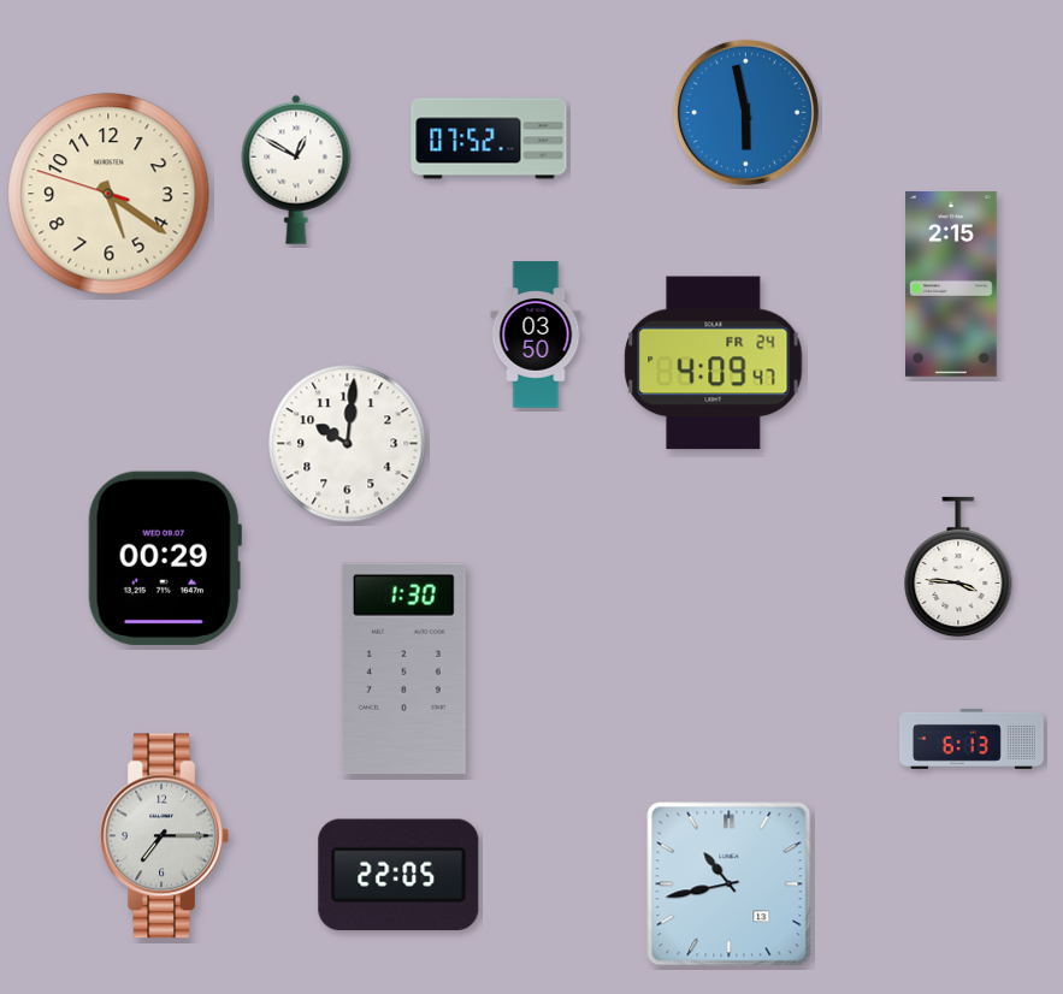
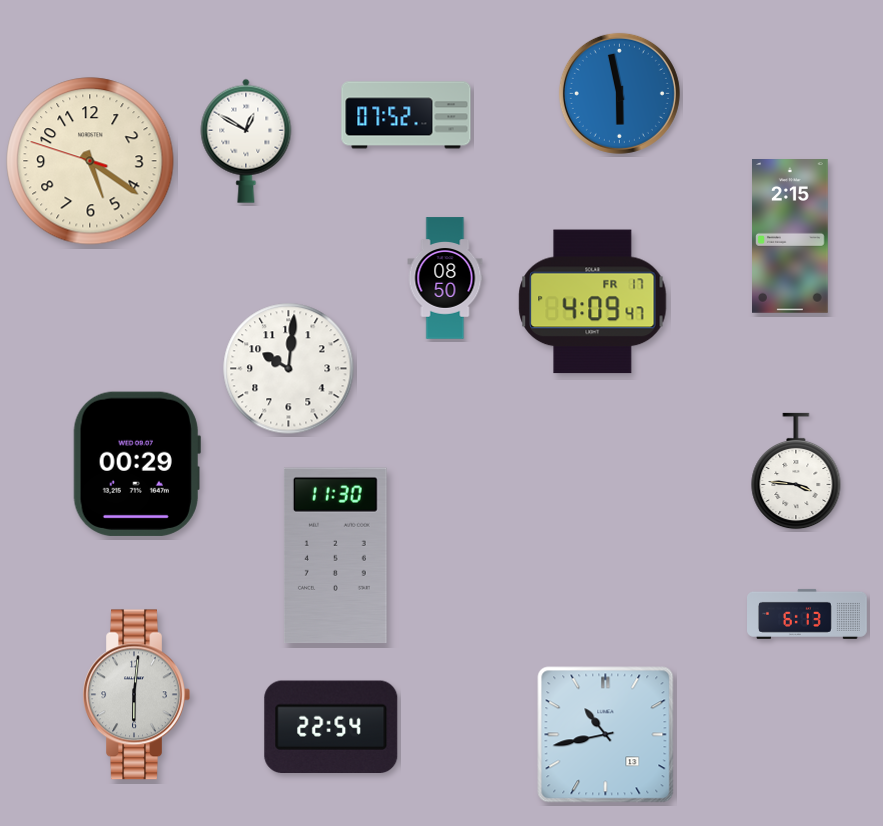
clock at (536, 335): 03:50 -> 08:50
clock at (714, 363) date: FR 24 -> FR 17
clock at (403, 669): 1:30 -> 11:30
clock at (164, 836): 7:15 -> 6:01
clock at (398, 874): 22:05 -> 22:54
